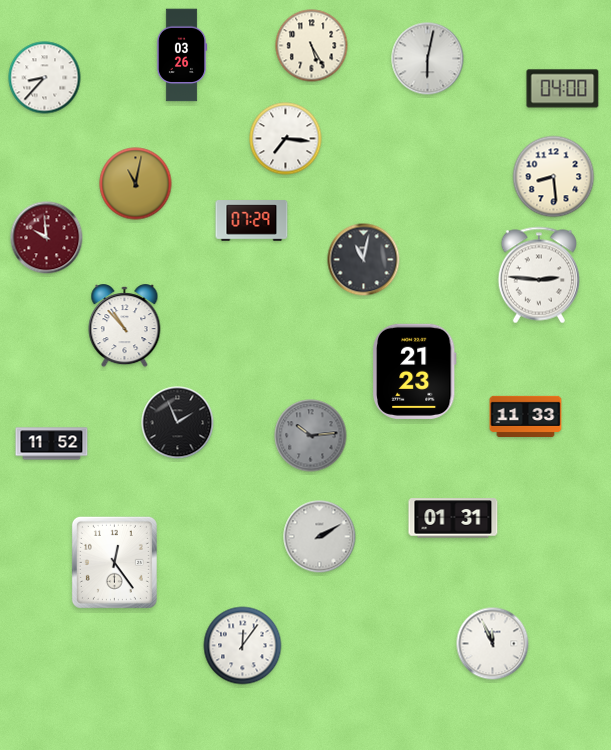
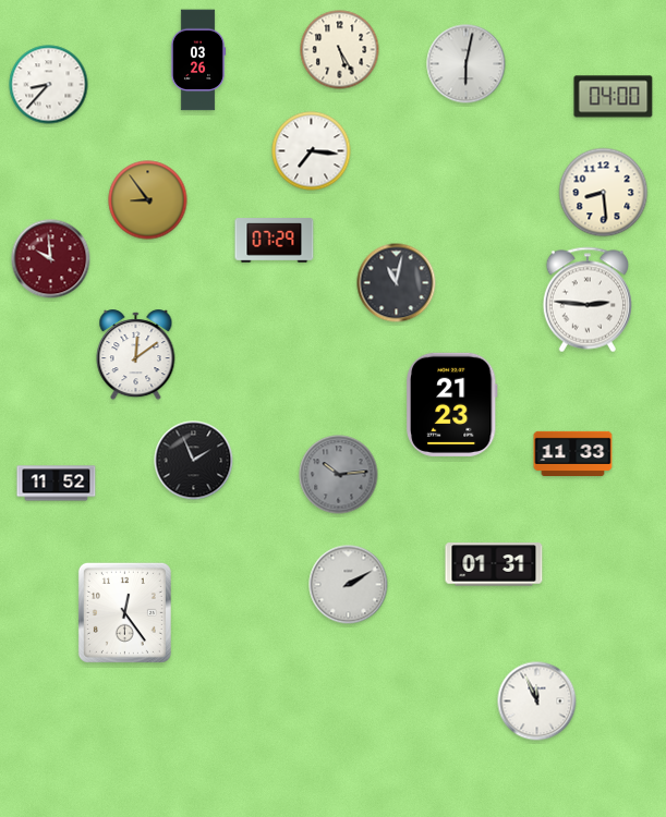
clock at (136, 184): 11:02 -> 8:54
clock at (125, 326): 10:53 -> 12:09
clock at (243, 646): 12:06 -> none
